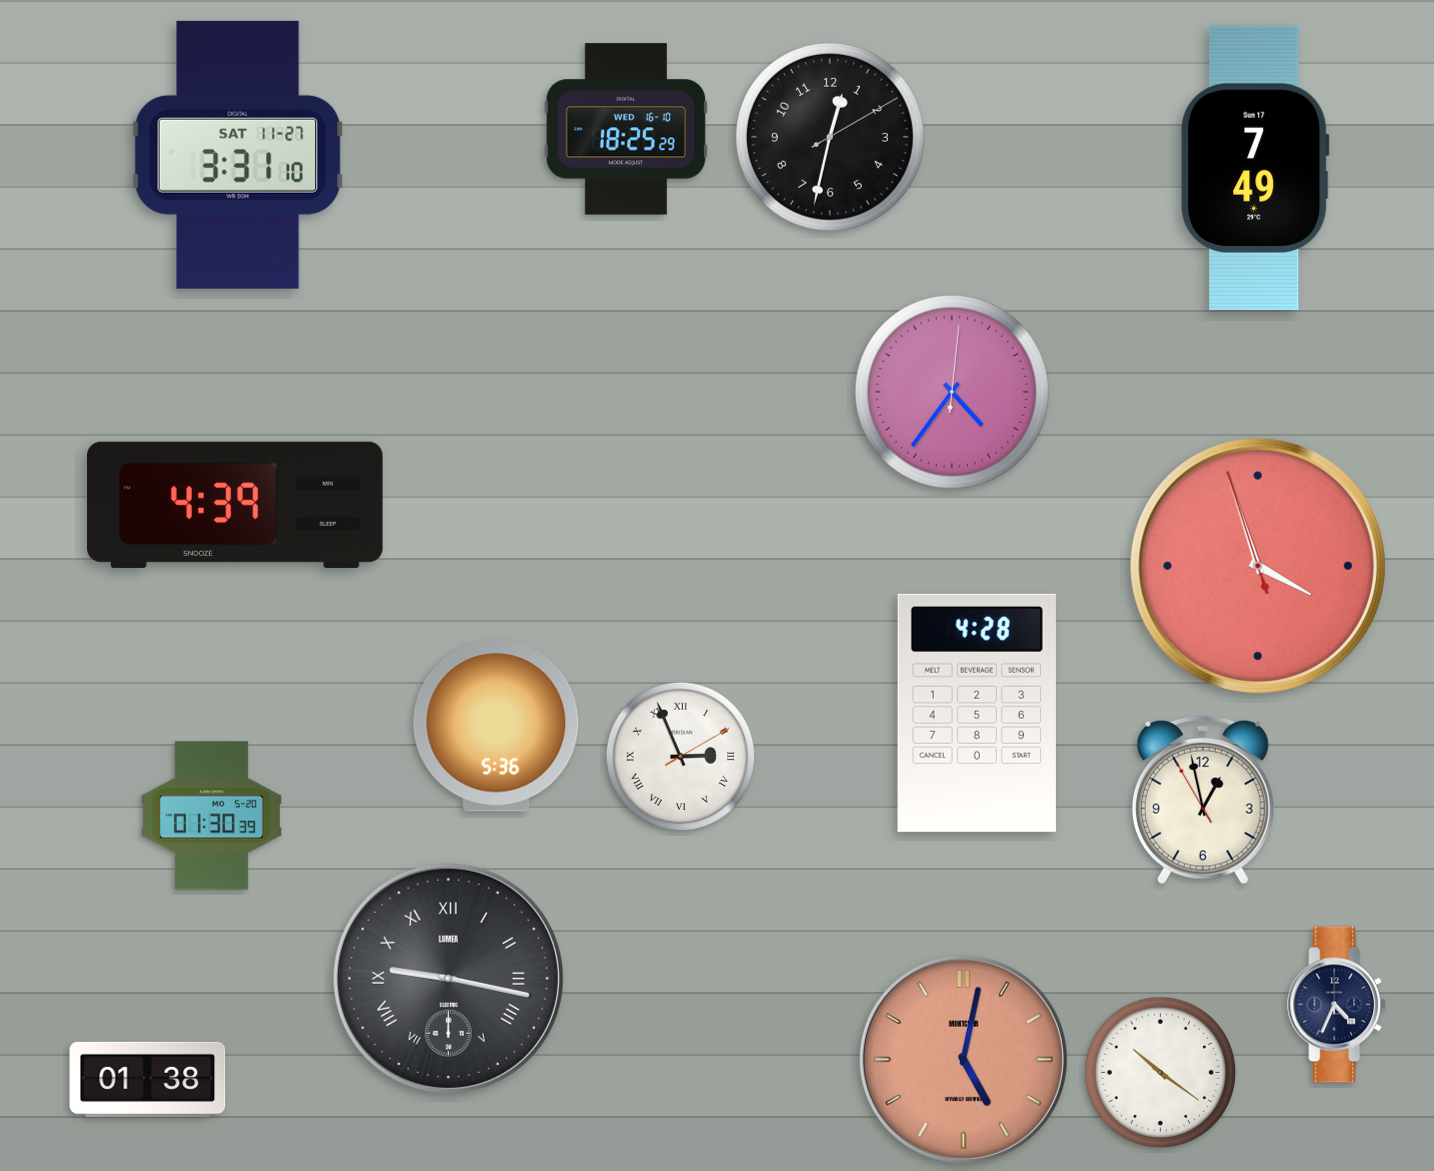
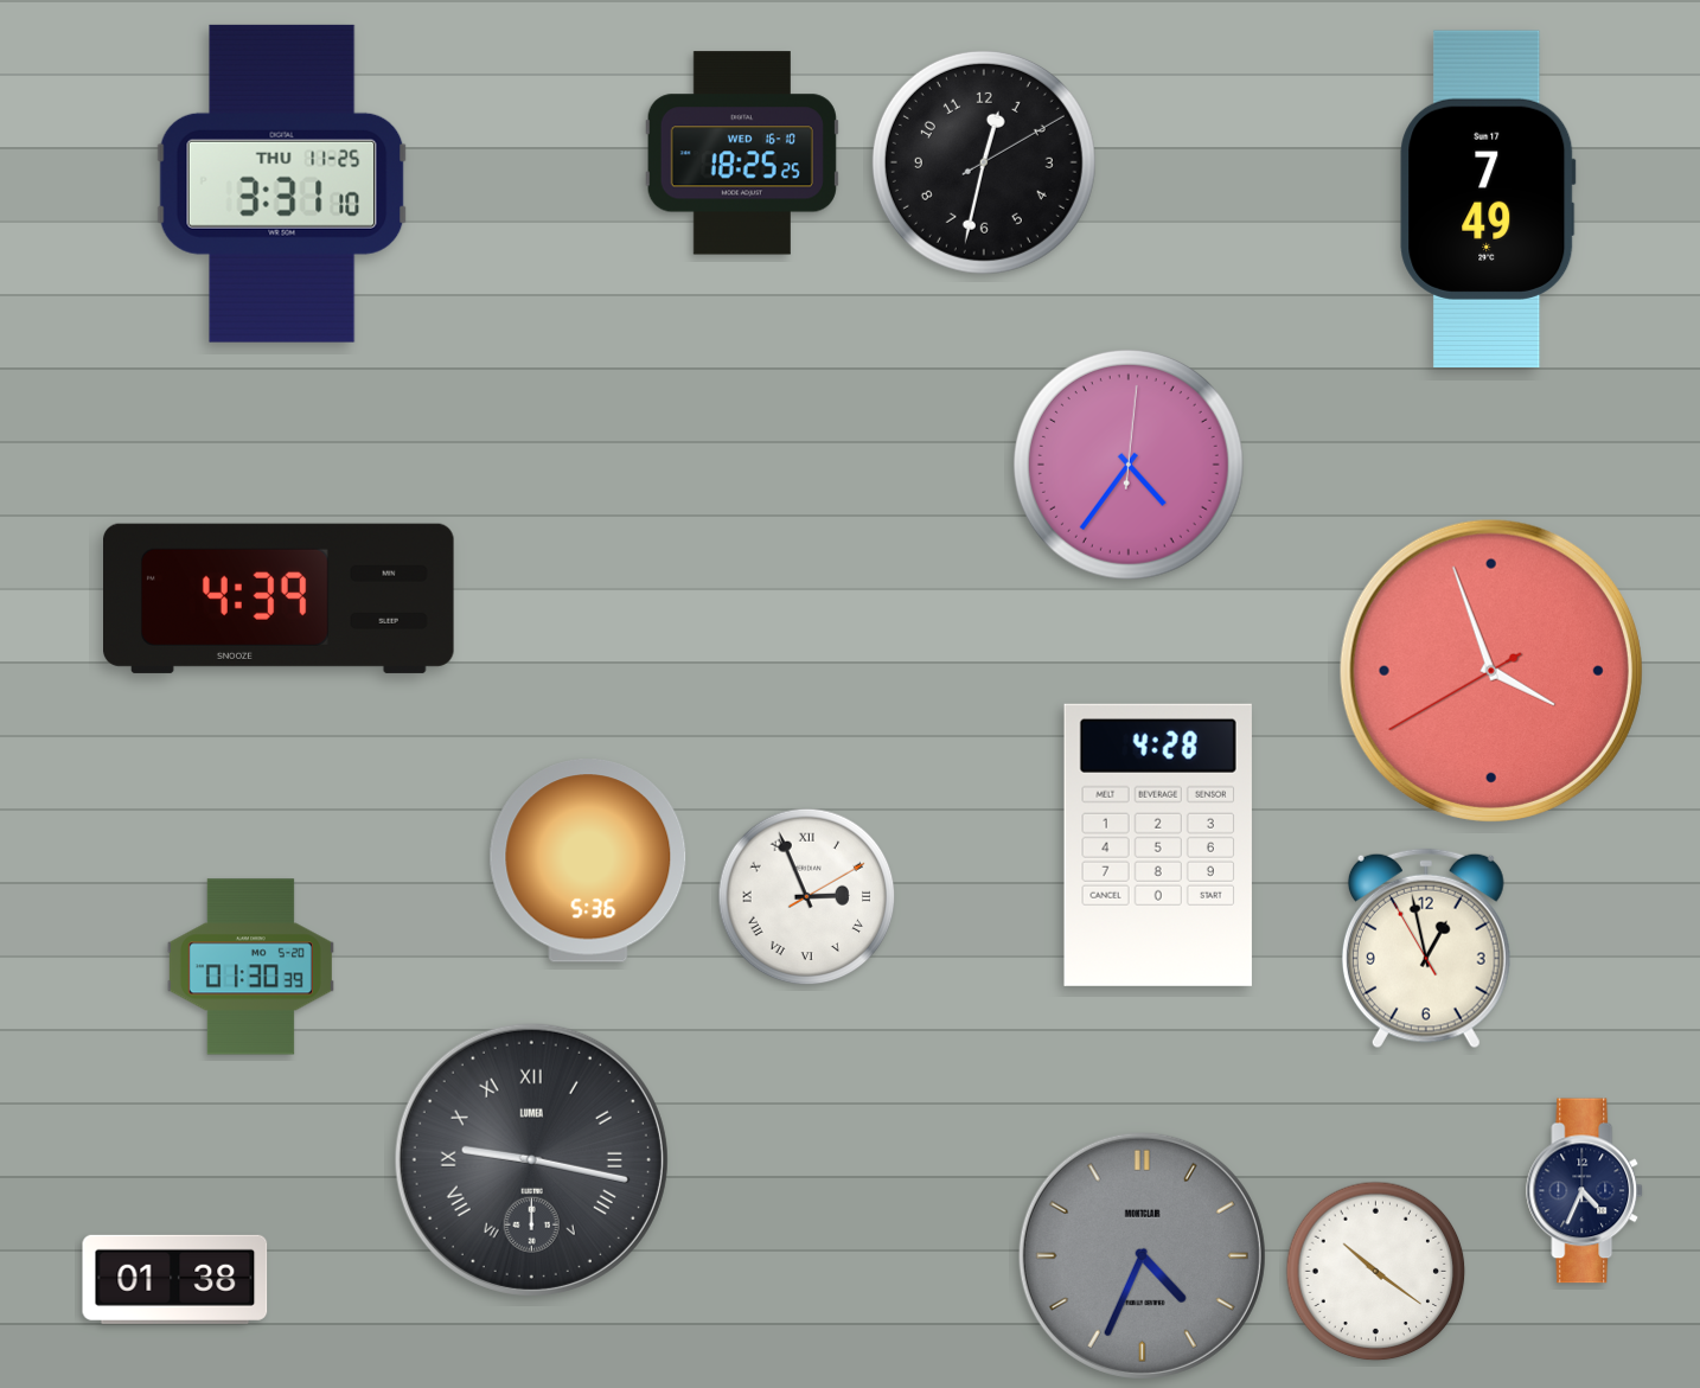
clock at (626, 129): 18:25:29 -> 18:25:25
clock at (238, 155) date: SAT 11-27 -> THU 11-25
clock at (1258, 566): 3:56:57 -> 3:56:40
clock at (963, 1059): 5:02 -> 4:34
clock at (963, 1059) dial: salmon -> grey
